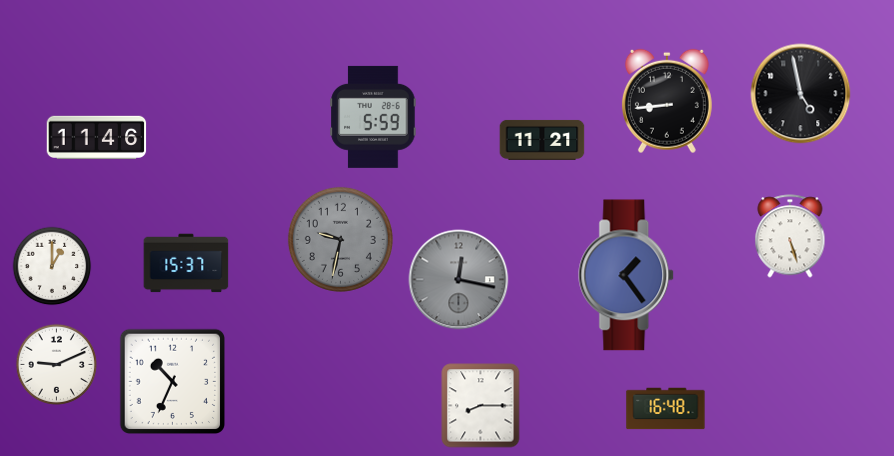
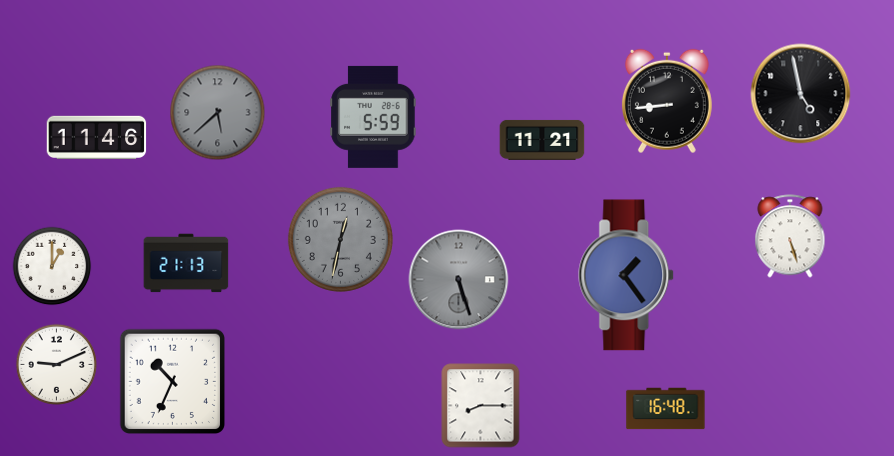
clock at (218, 113): none -> 5:38
clock at (340, 239): 9:32 -> 12:32
clock at (186, 263): 15:37 -> 21:13
clock at (459, 280): 12:17 -> 5:27
